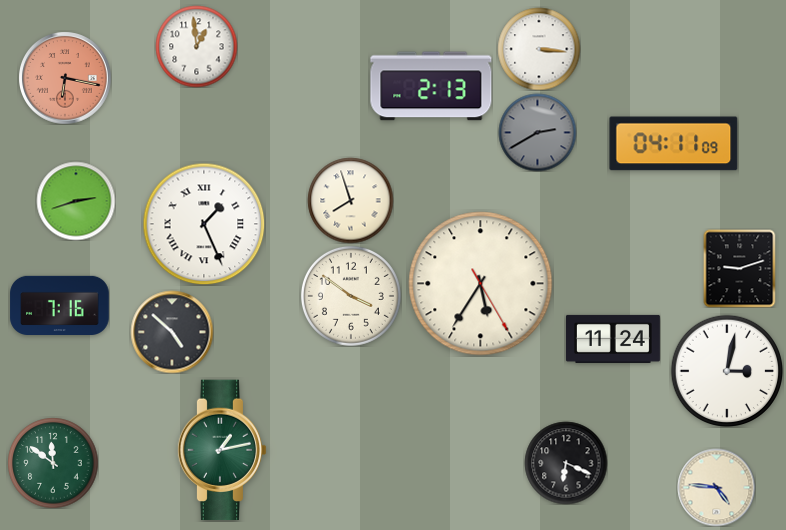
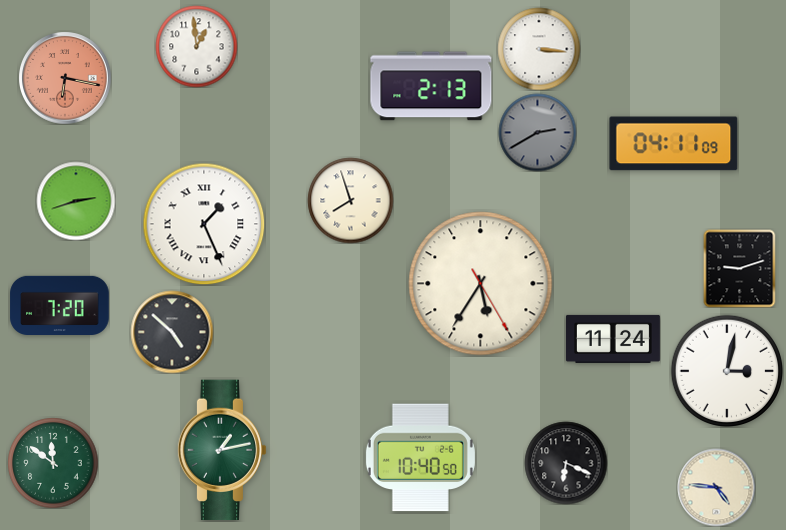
clock at (351, 296): 3:51 -> none
clock at (60, 305): 7:16 -> 7:20
clock at (420, 458): none -> 10:40
